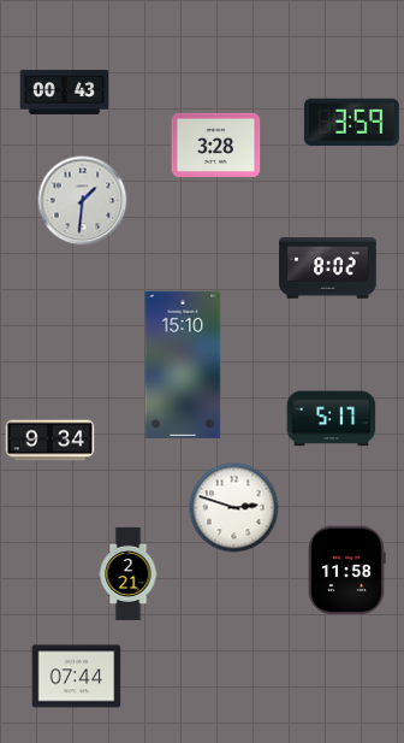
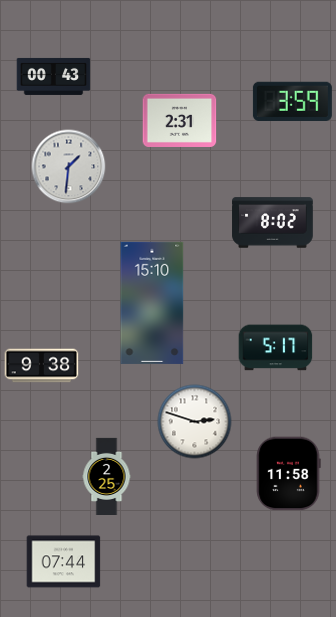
clock at (216, 145): 3:28 -> 2:31
clock at (50, 441): 9:34 -> 9:38
clock at (129, 573): 2:21 -> 2:25
